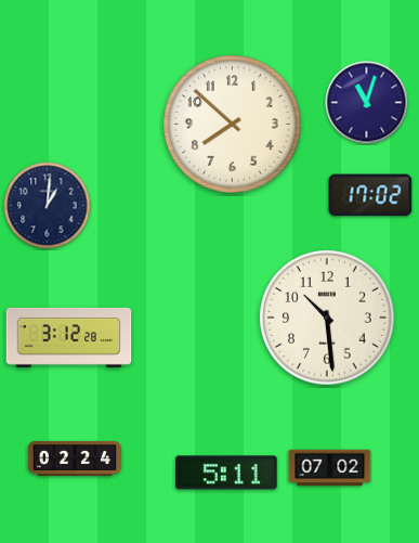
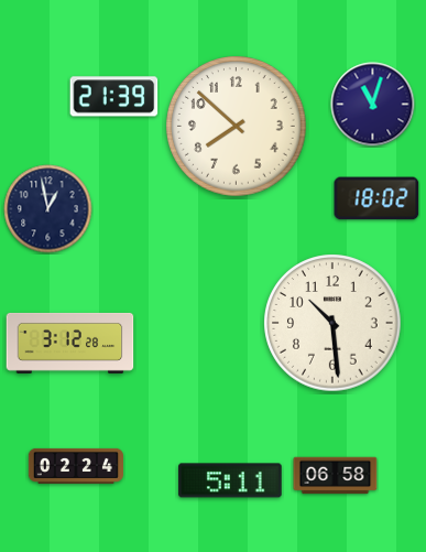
clock at (114, 97): none -> 21:39
clock at (370, 195): 17:02 -> 18:02
clock at (48, 206): 1:01 -> 12:58
clock at (330, 468): 07:02 -> 06:58
